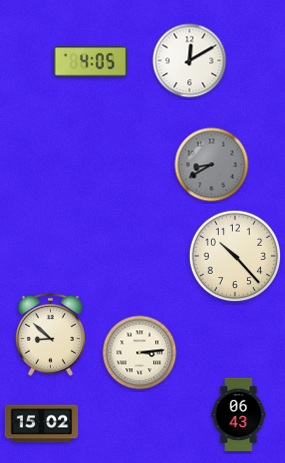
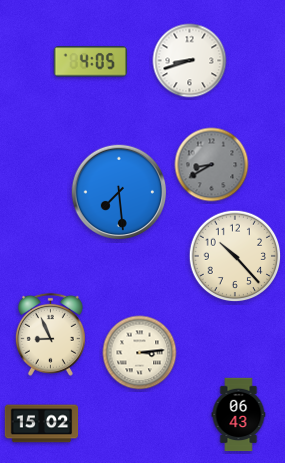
clock at (190, 61): 12:10 -> 8:42
clock at (119, 192): none -> 7:29
clock at (50, 334): 8:52 -> 8:56
